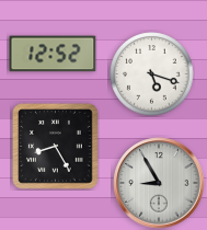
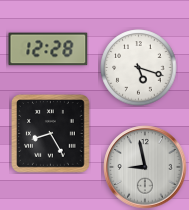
clock at (53, 54): 12:52 -> 12:28
clock at (159, 183): 8:55 -> 8:58
